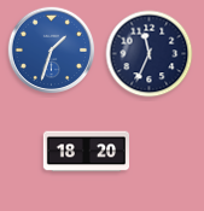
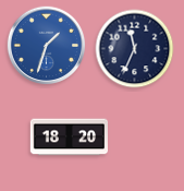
clock at (86, 152) position: (86, 152) -> (69, 138)
